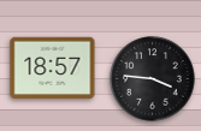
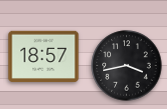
clock at (153, 79): 3:46 -> 3:43
